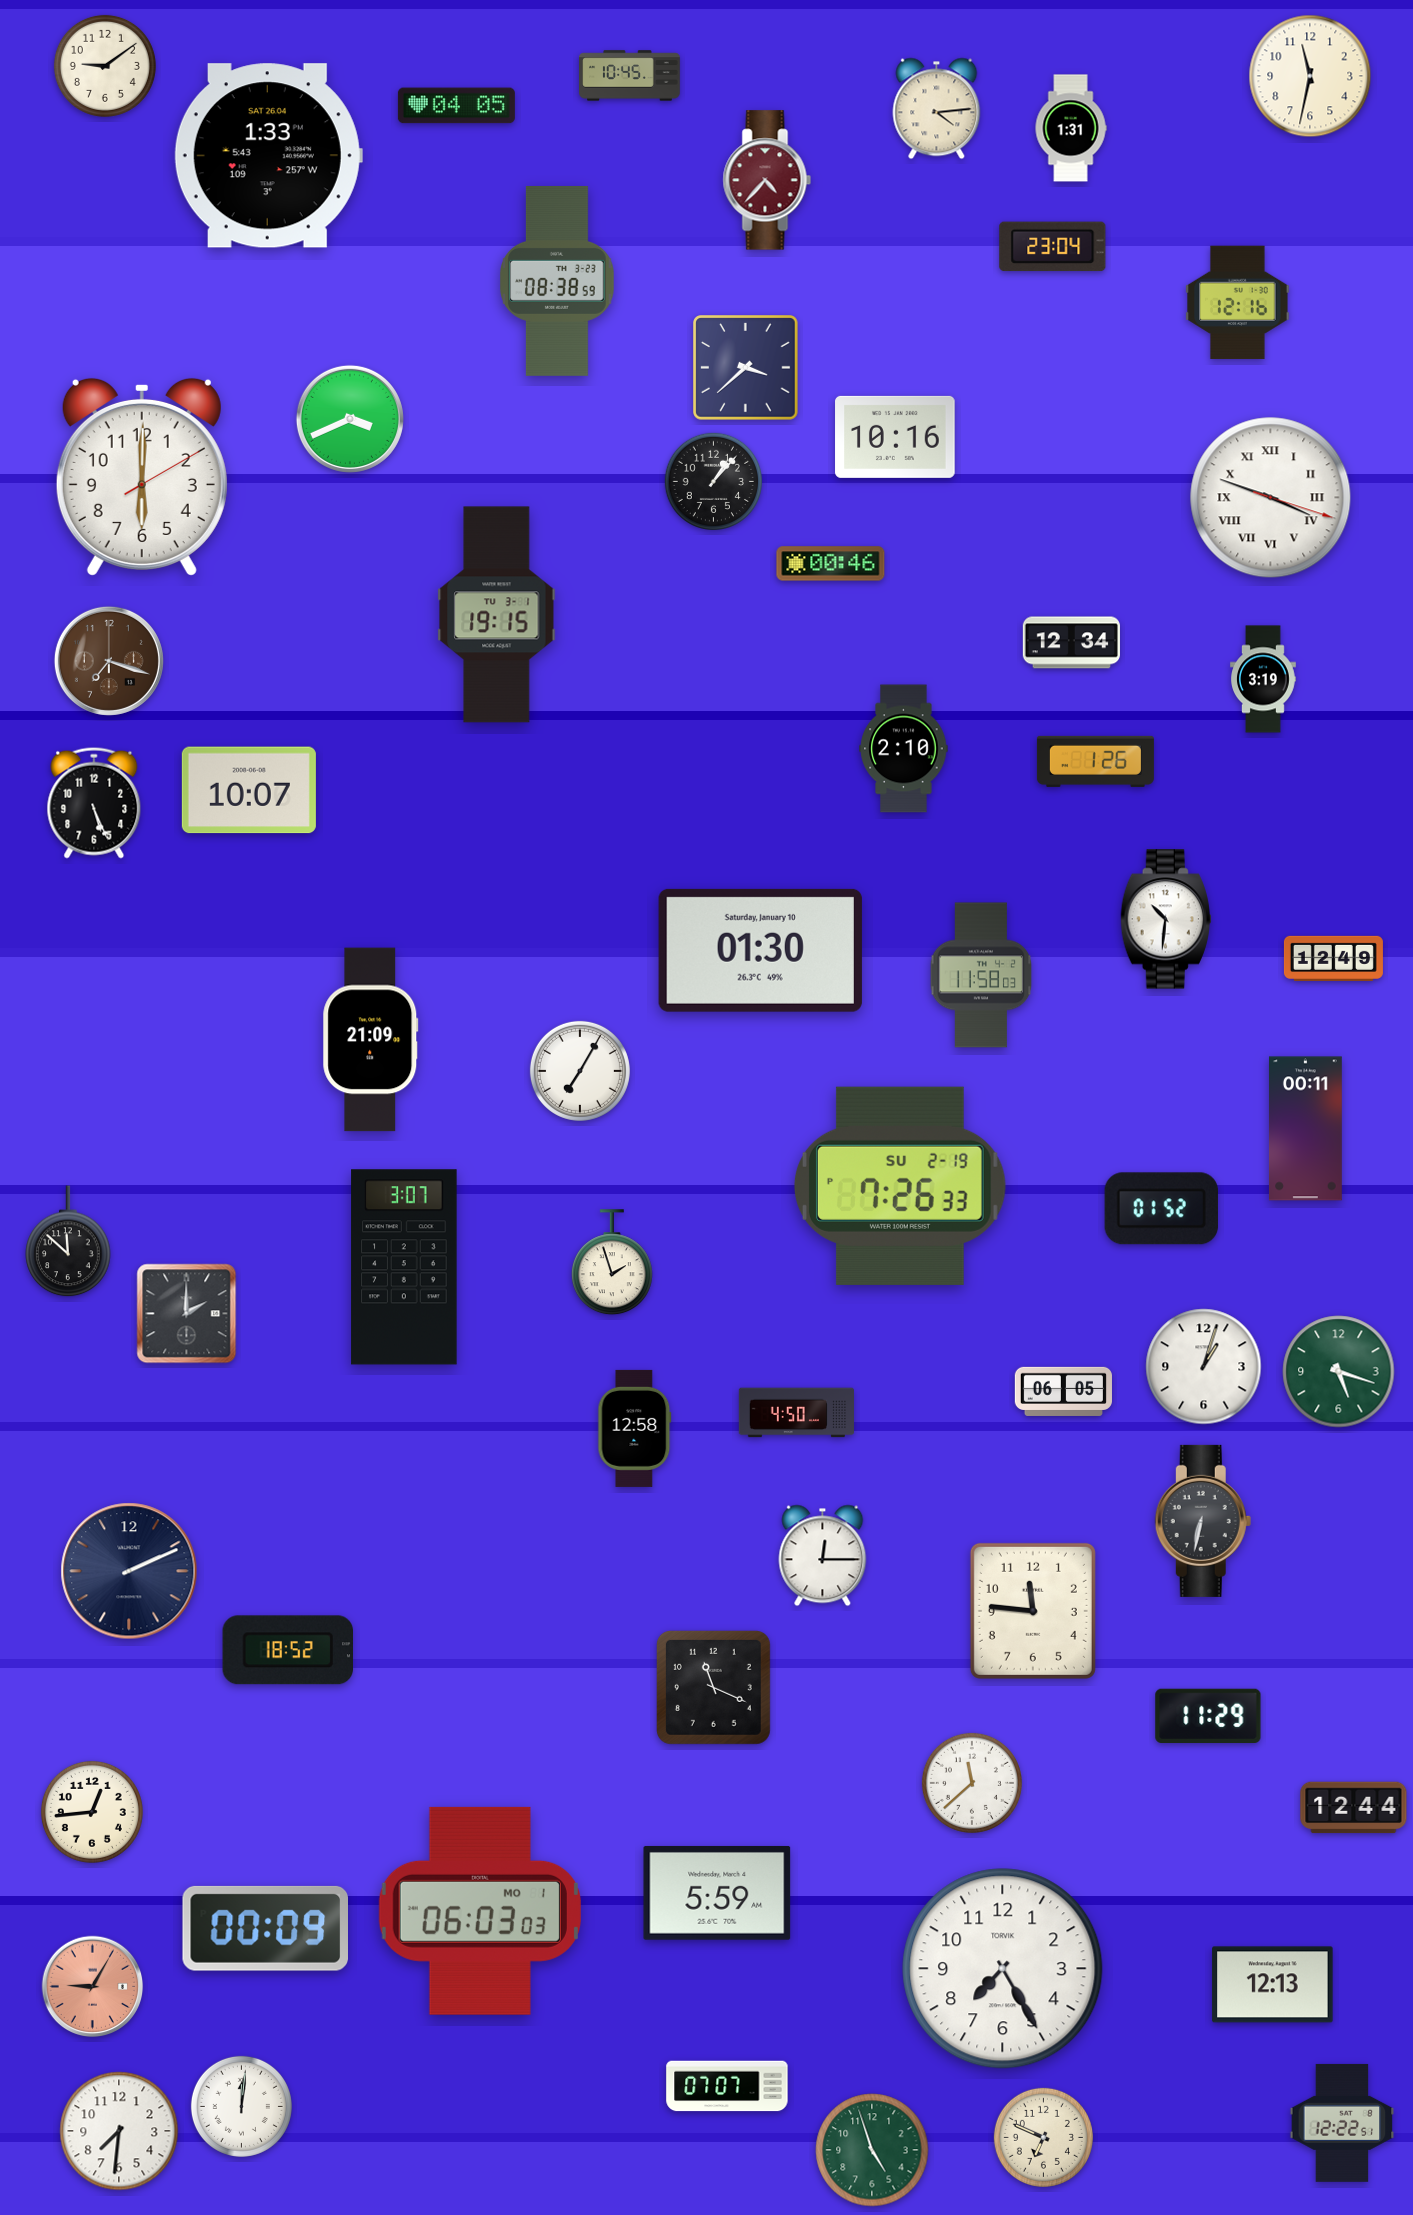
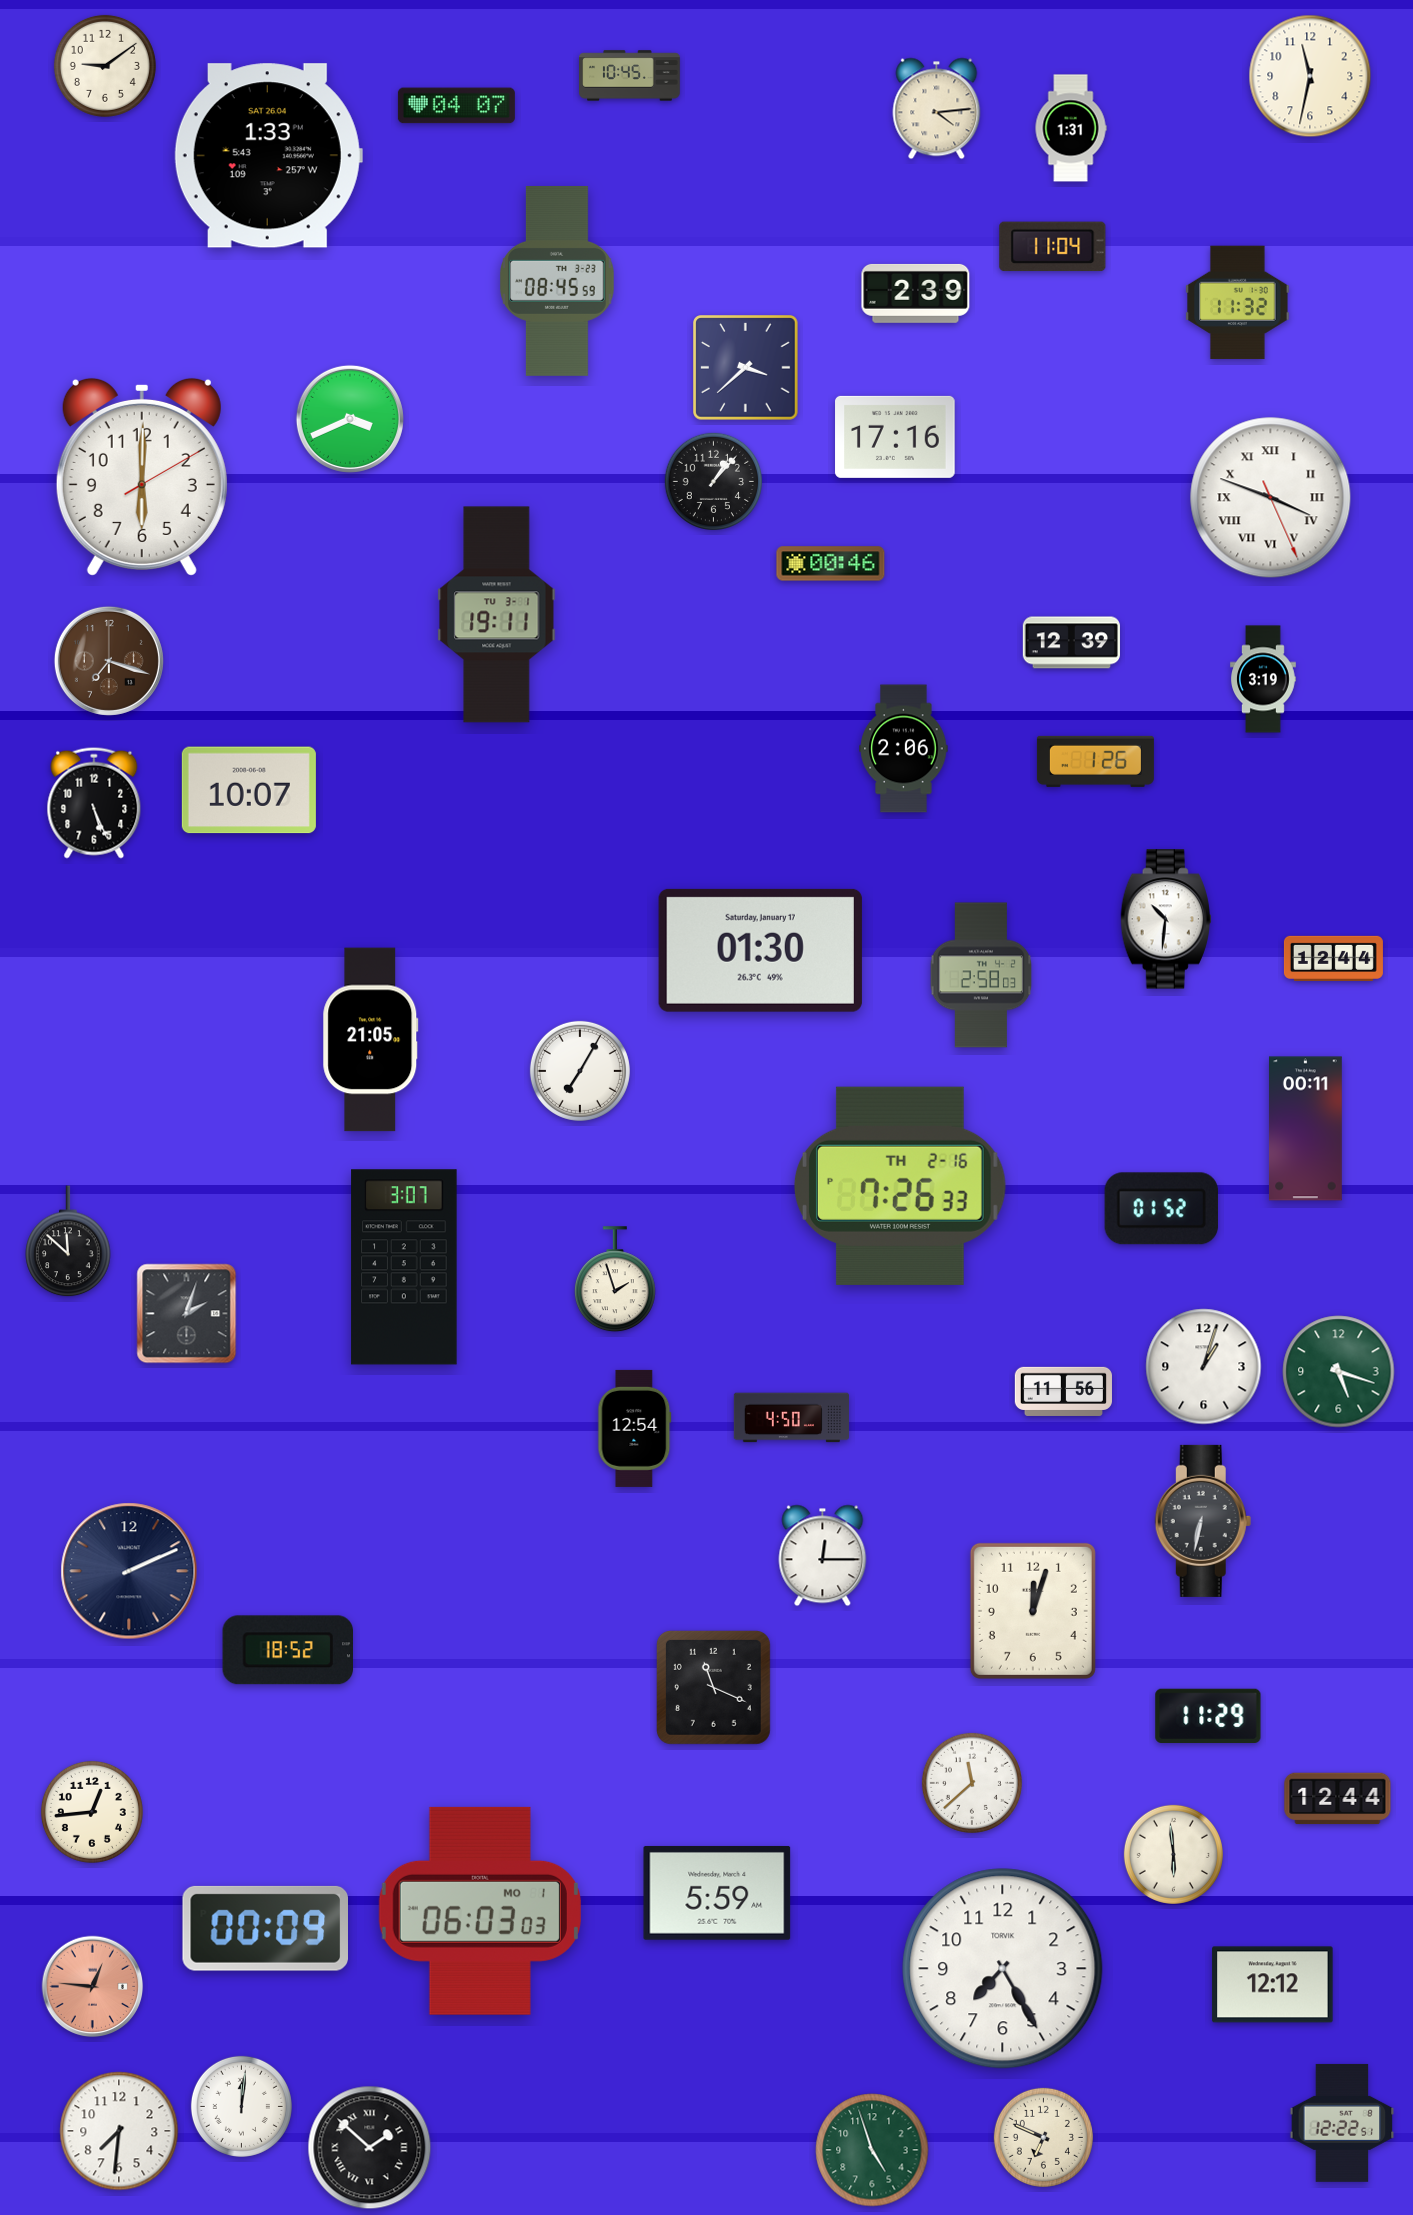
clock at (456, 106): 04:05 -> 04:07
clock at (767, 180): 4:37 -> none
clock at (1053, 247): 23:04 -> 11:04
clock at (557, 281): 08:38 -> 08:45
clock at (916, 293): none -> 2:39
clock at (1238, 303): 12:16 -> 11:32
clock at (895, 437): 10:16 -> 17:16
clock at (1271, 498): 3:48:18 -> 3:48:26
clock at (497, 615): 19:15 -> 19:11
clock at (1071, 643): 12:34 -> 12:39
clock at (904, 749): 2:10 -> 2:06
clock at (760, 950) date: Saturday, January 10 -> Saturday, January 17
clock at (1333, 958): 12:49 -> 12:44
clock at (981, 975): 11:58 -> 2:58
clock at (371, 1040): 21:09 -> 21:05
clock at (900, 1186) date: SU 2-19 -> TH 2-16
clock at (612, 1263) position: (612, 1263) -> (615, 1280)
clock at (187, 1314): 2:00 -> 2:03
clock at (1063, 1391): 06:05 -> 11:56
clock at (796, 1413) position: (796, 1413) -> (791, 1418)
clock at (635, 1428): 12:58 -> 12:54
clock at (1033, 1611): 11:46 -> 12:03
clock at (1354, 1808) position: (1354, 1808) -> (1338, 1799)
clock at (1173, 1854): none -> 5:59
clock at (1273, 1985): 12:13 -> 12:12
clock at (93, 1987): 9:05 -> 12:46
clock at (727, 2086): 07:07 -> none
clock at (370, 2148): none -> 1:52
